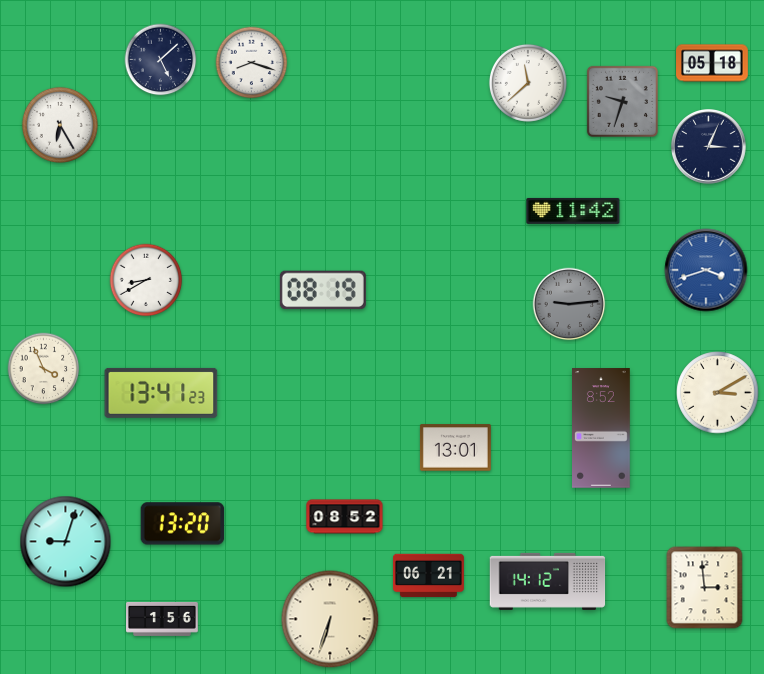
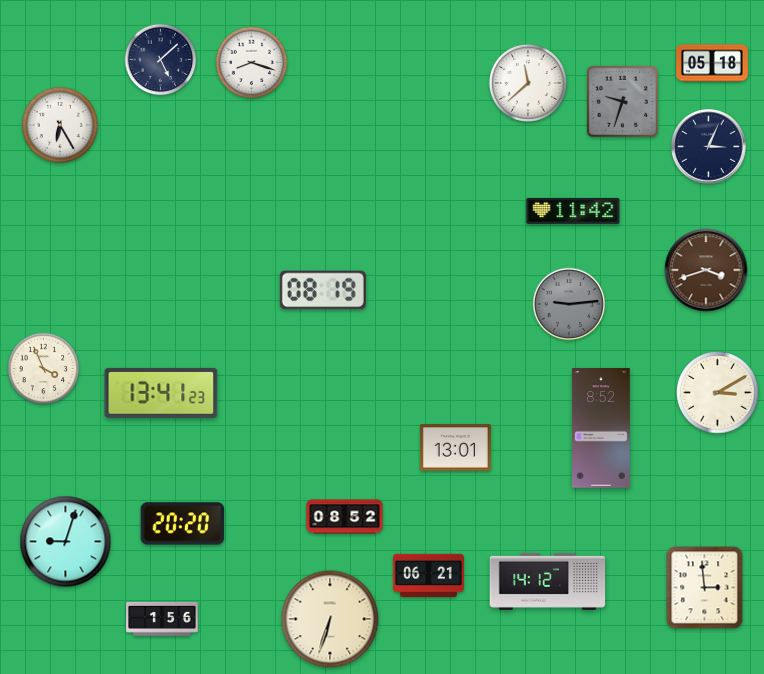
clock at (706, 270) dial: blue -> brown
clock at (146, 280): 8:40 -> none
clock at (183, 524): 13:20 -> 20:20
